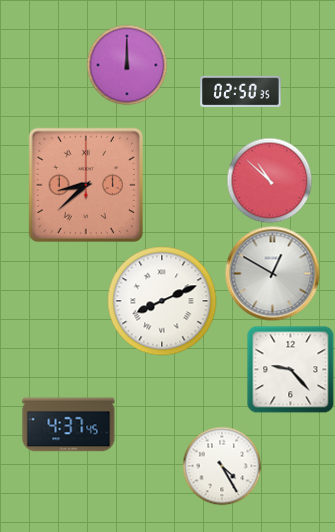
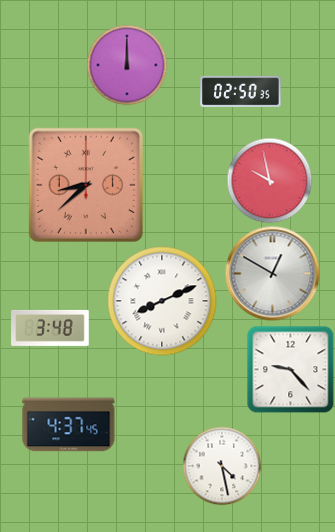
clock at (269, 180): 10:52 -> 9:58
clock at (50, 328): none -> 3:48
clock at (222, 466): 4:25 -> 4:28
